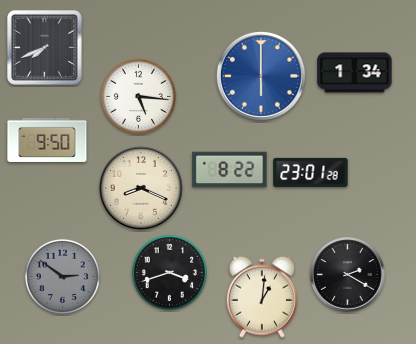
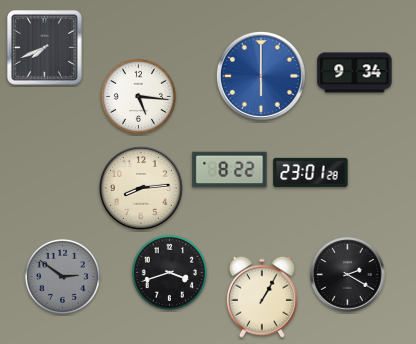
clock at (355, 73): 1:34 -> 9:34
clock at (47, 139): 9:50 -> none
clock at (142, 189): 8:19 -> 8:14
clock at (262, 297): 1:01 -> 1:05
